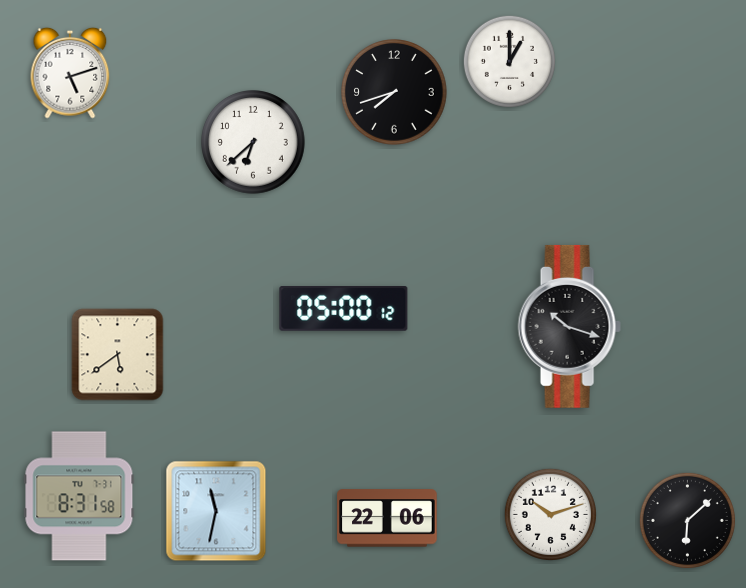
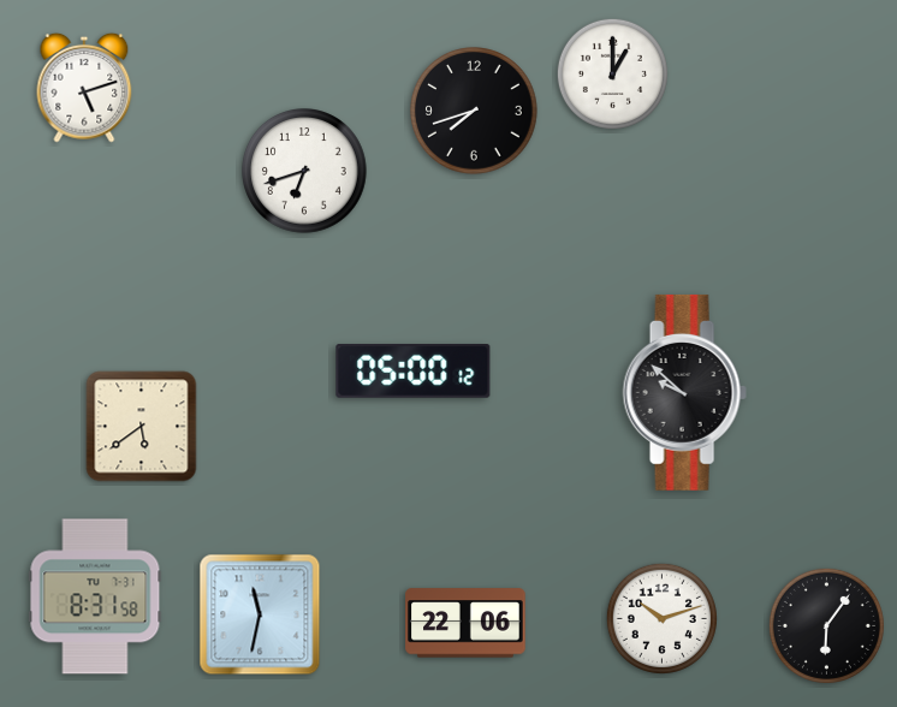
clock at (254, 143): 6:38 -> 6:42
clock at (569, 326): 10:18 -> 9:52
clock at (687, 520): 6:08 -> 6:06
